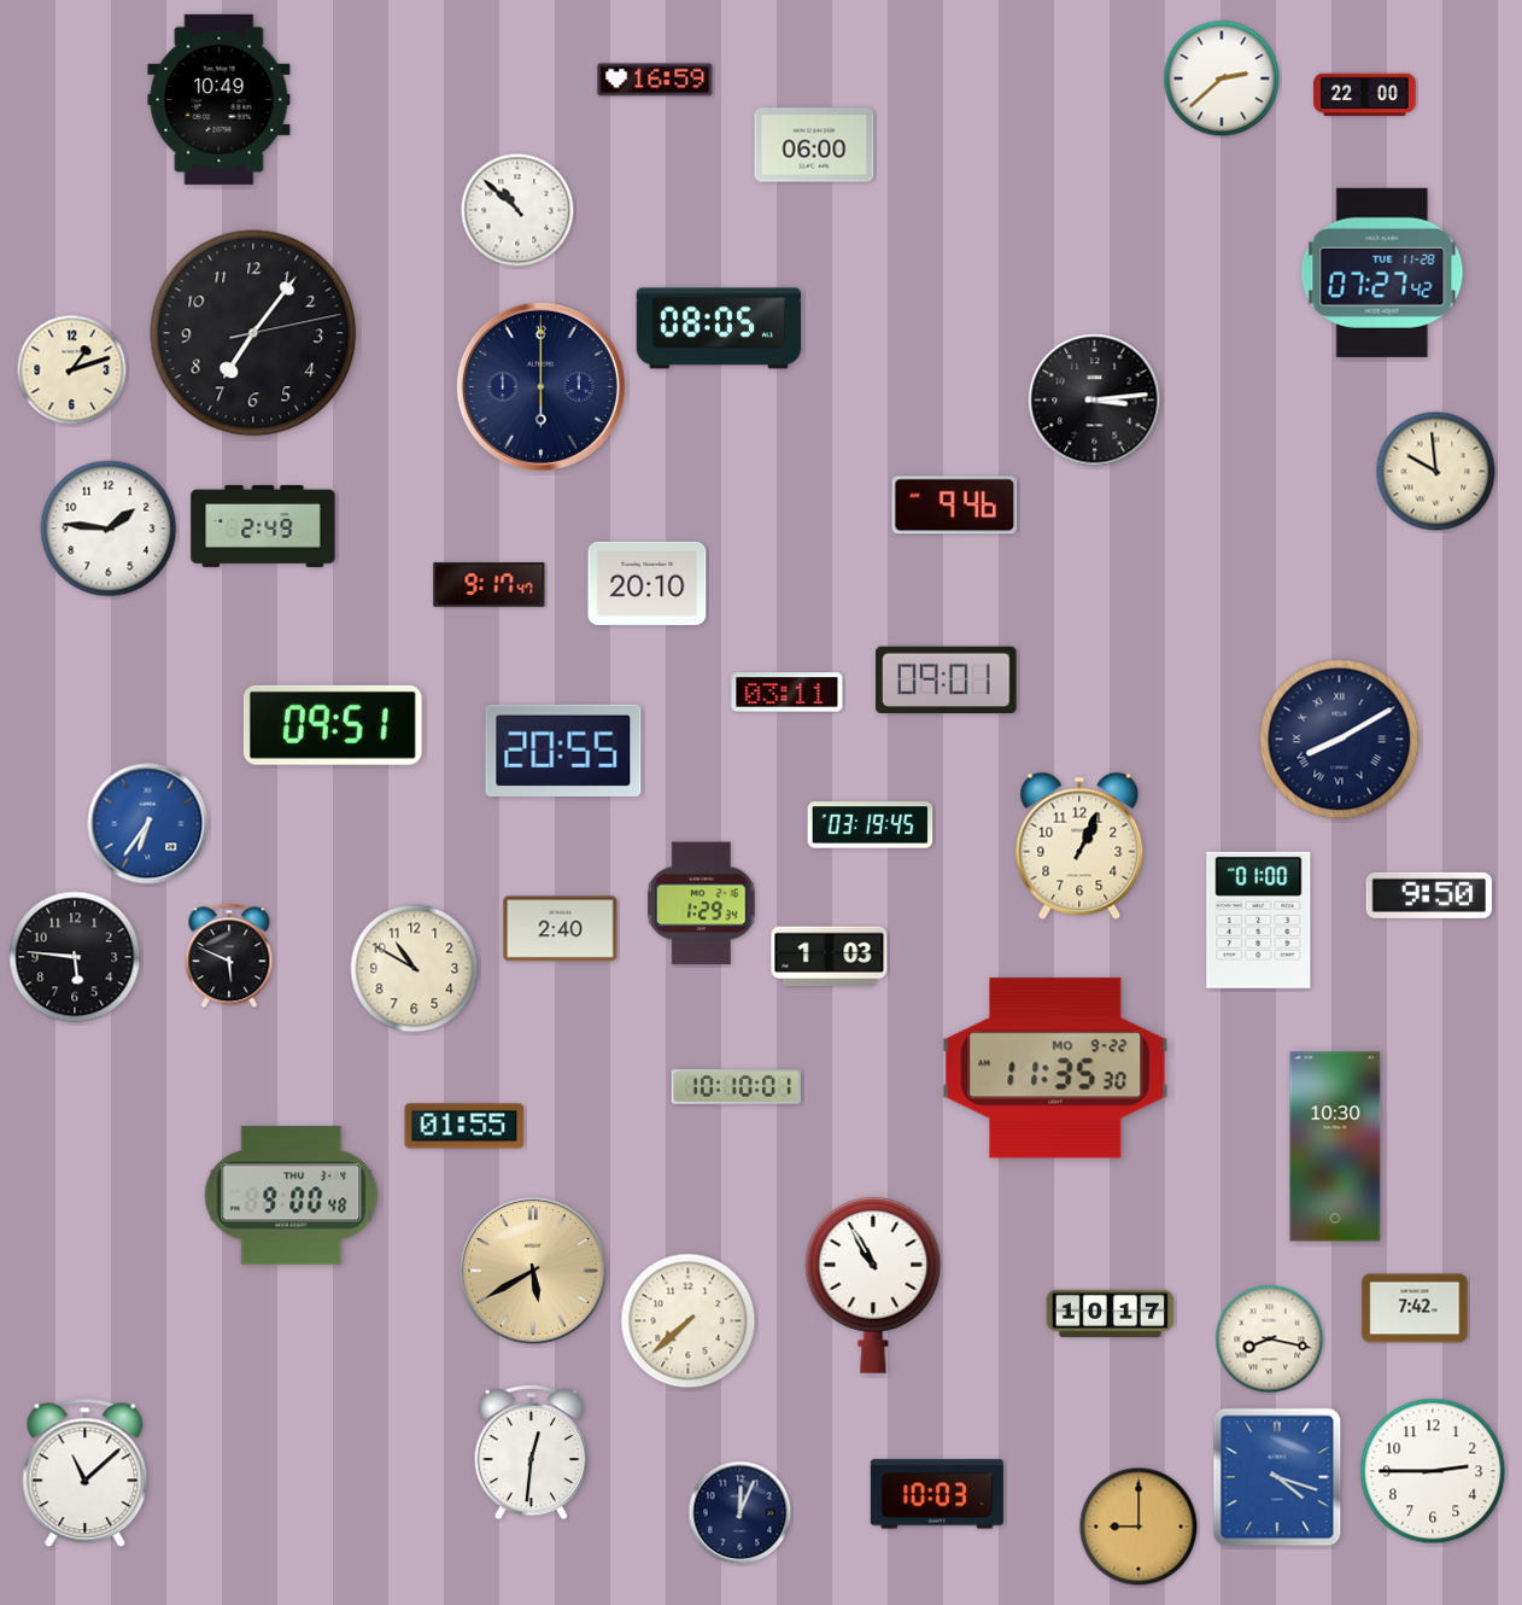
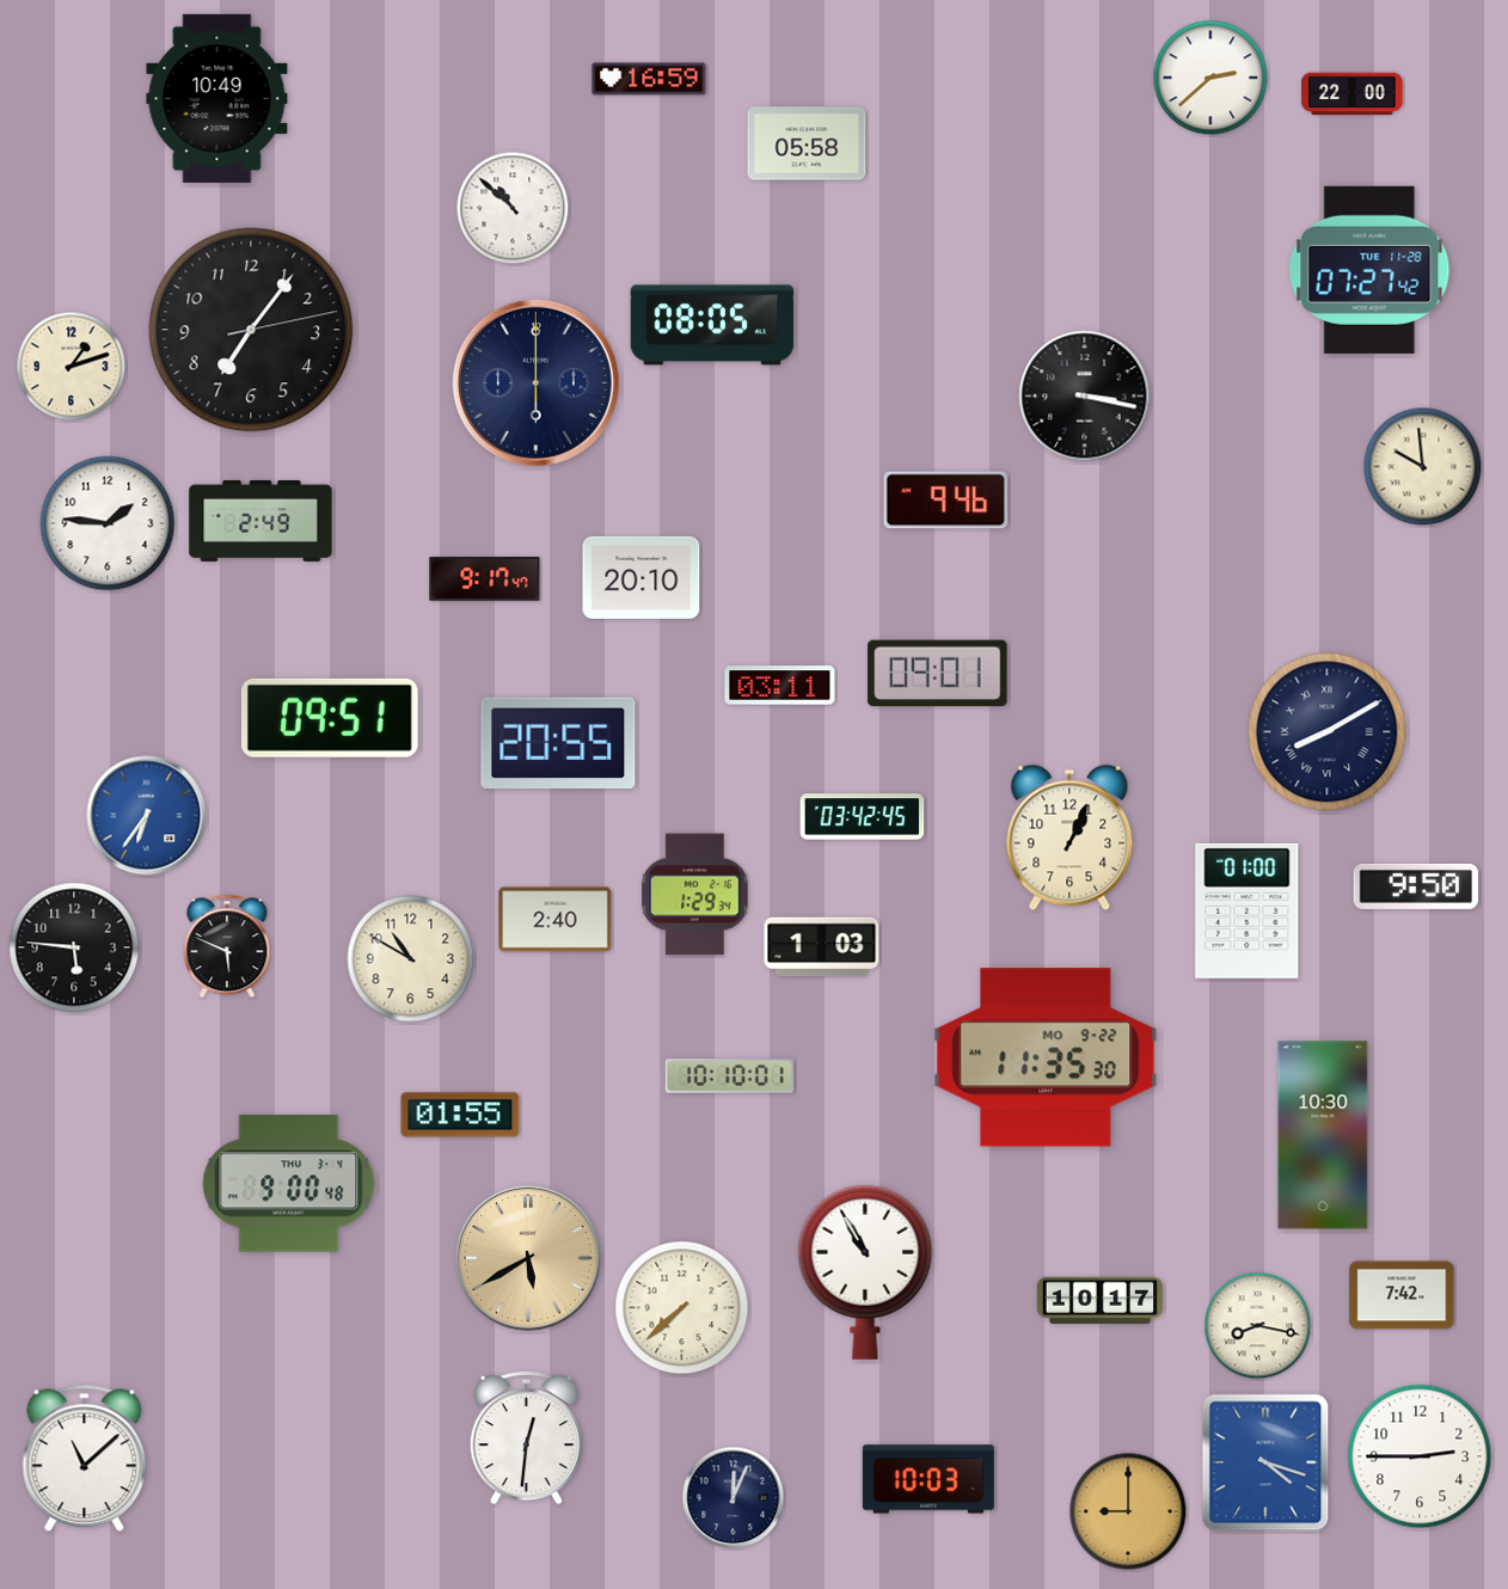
clock at (814, 145): 06:00 -> 05:58
clock at (1095, 401): 3:14 -> 3:17
clock at (871, 825): 03:19 -> 03:42
